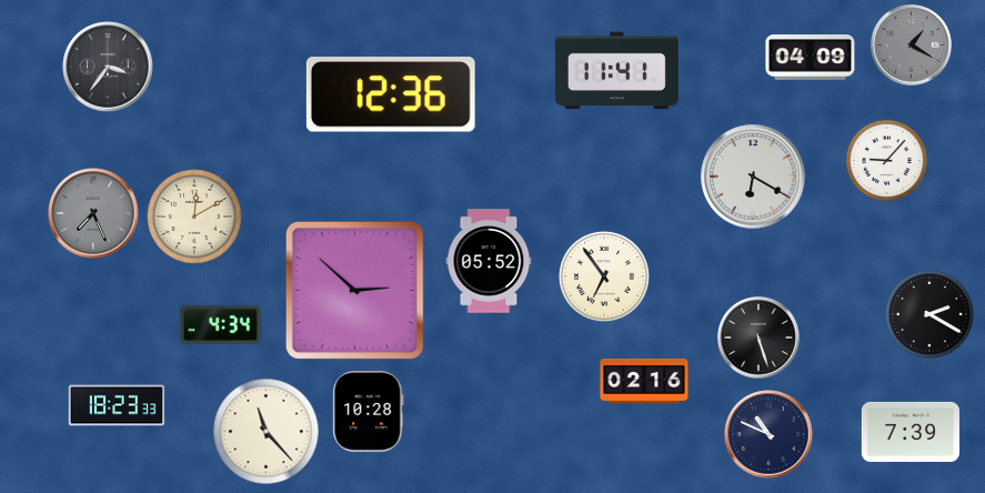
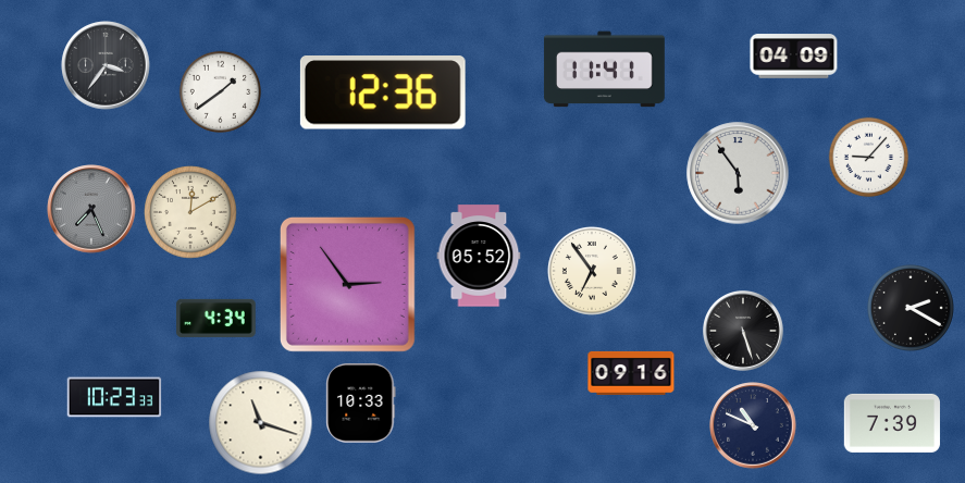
clock at (912, 46): 1:20 -> none
clock at (220, 91): none -> 1:39
clock at (753, 177): 6:20 -> 5:54
clock at (354, 290): 2:52 -> 2:54
clock at (644, 381): 02:16 -> 09:16
clock at (117, 405): 18:23 -> 10:23
clock at (369, 412): 10:28 -> 10:33
clock at (267, 432): 11:23 -> 11:18
